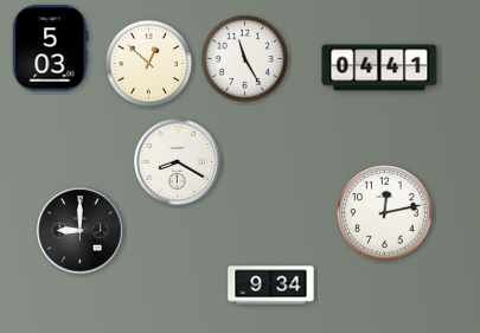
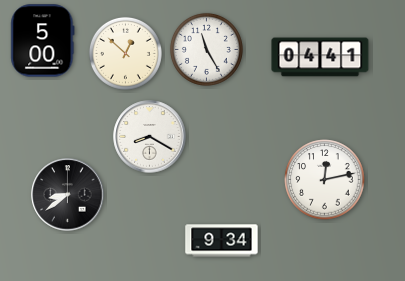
clock at (51, 49): 5:03 -> 5:00
clock at (81, 231): 9:00 -> 8:39
clock at (271, 286) position: (271, 286) -> (222, 241)
